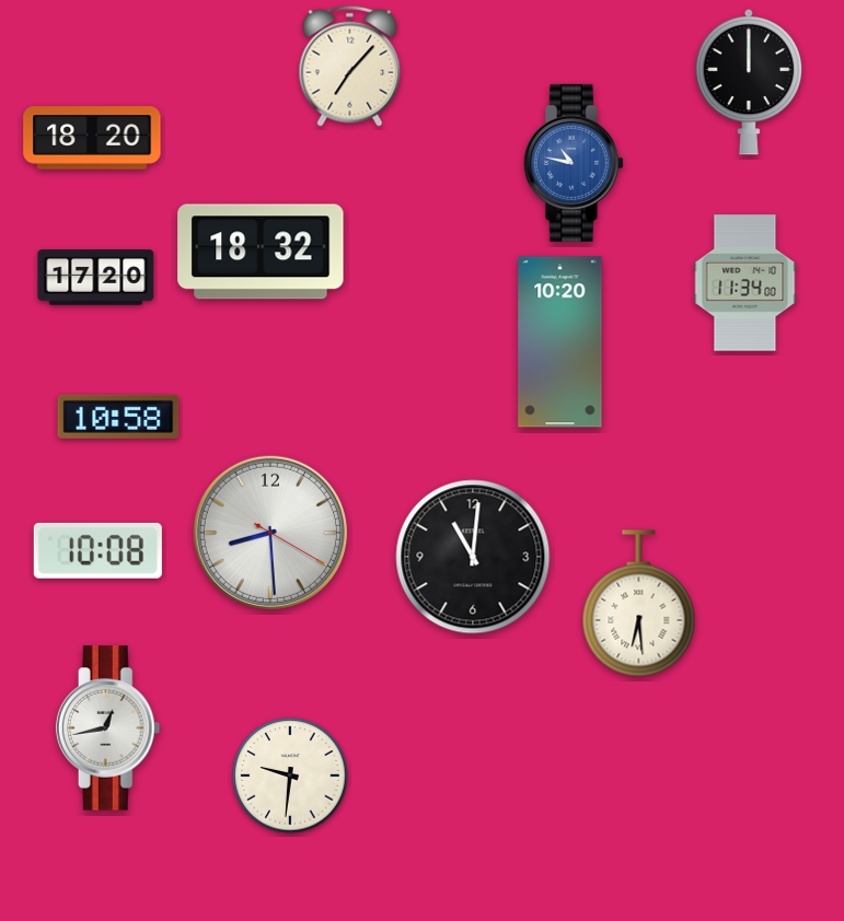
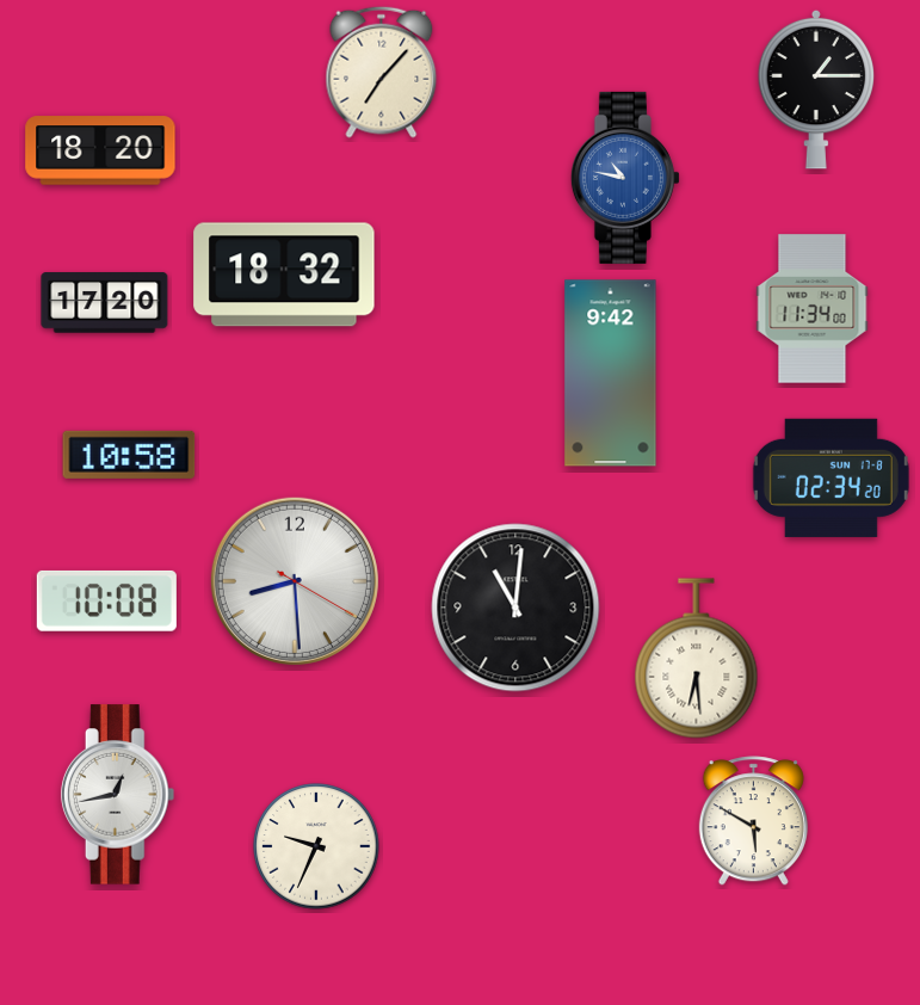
clock at (749, 82): 12:00 -> 1:15
clock at (560, 342): 10:20 -> 9:42
clock at (831, 477): none -> 02:34
clock at (753, 821): none -> 5:50
clock at (290, 776): 9:31 -> 9:34
